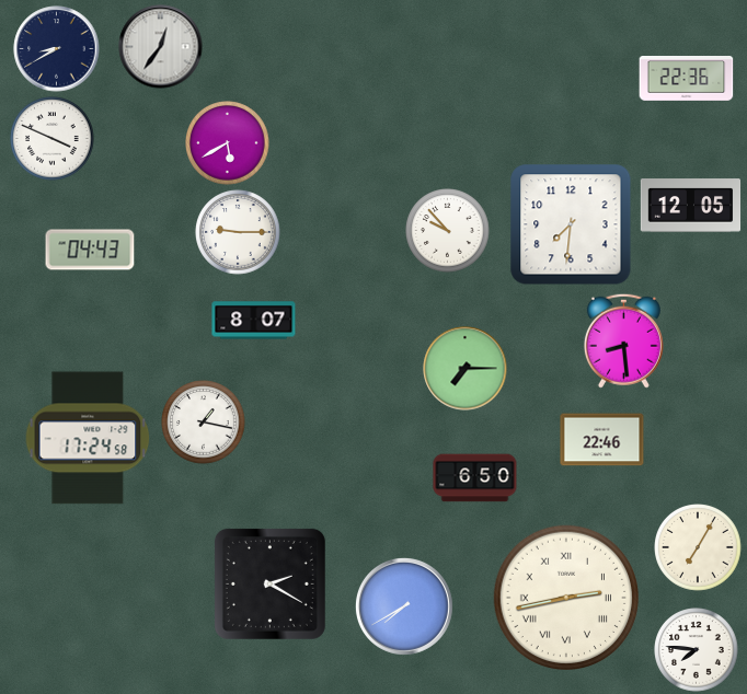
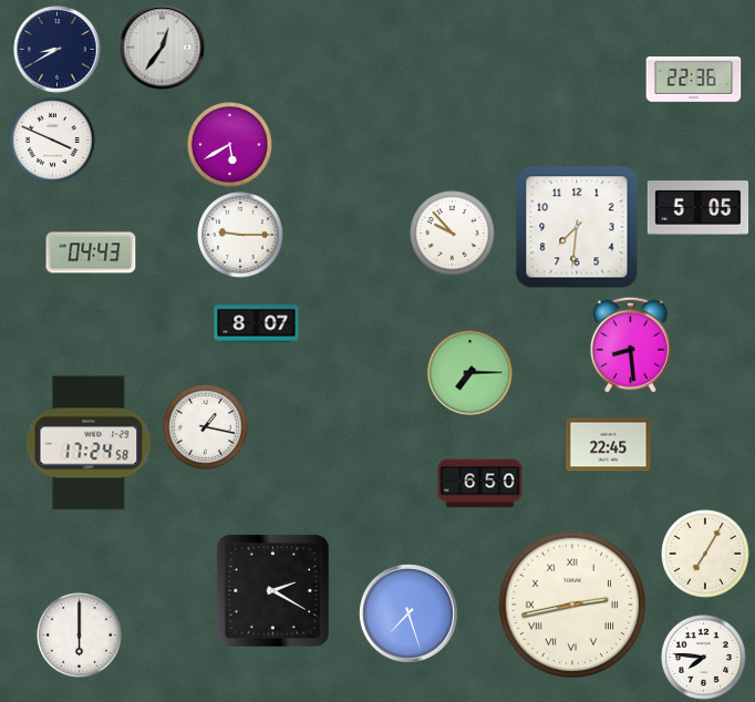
clock at (691, 206): 12:05 -> 5:05
clock at (602, 440): 22:46 -> 22:45
clock at (404, 606): 7:40 -> 7:27
clock at (80, 636): none -> 6:00
